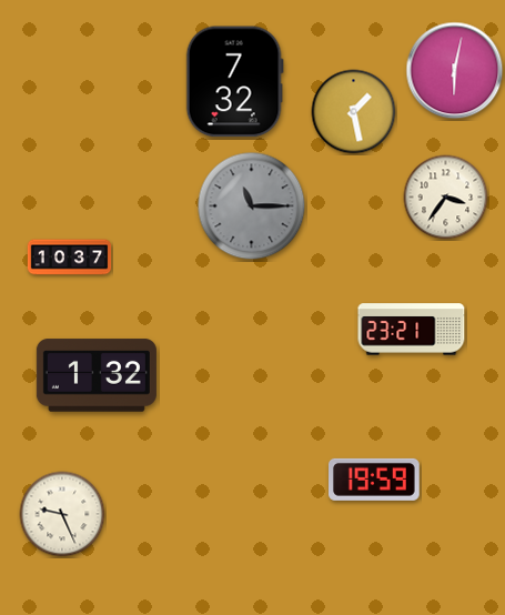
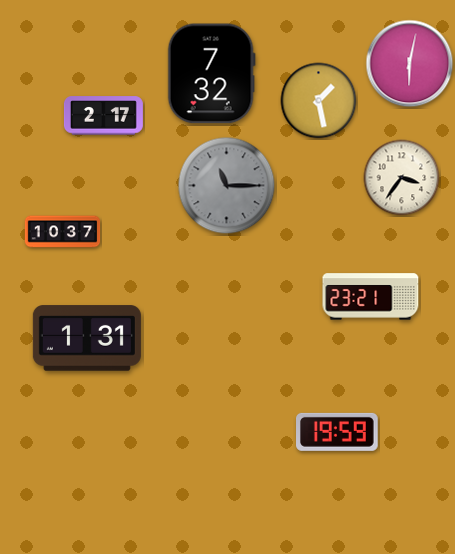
clock at (103, 116): none -> 2:17
clock at (97, 375): 1:32 -> 1:31
clock at (62, 514): 9:26 -> none
